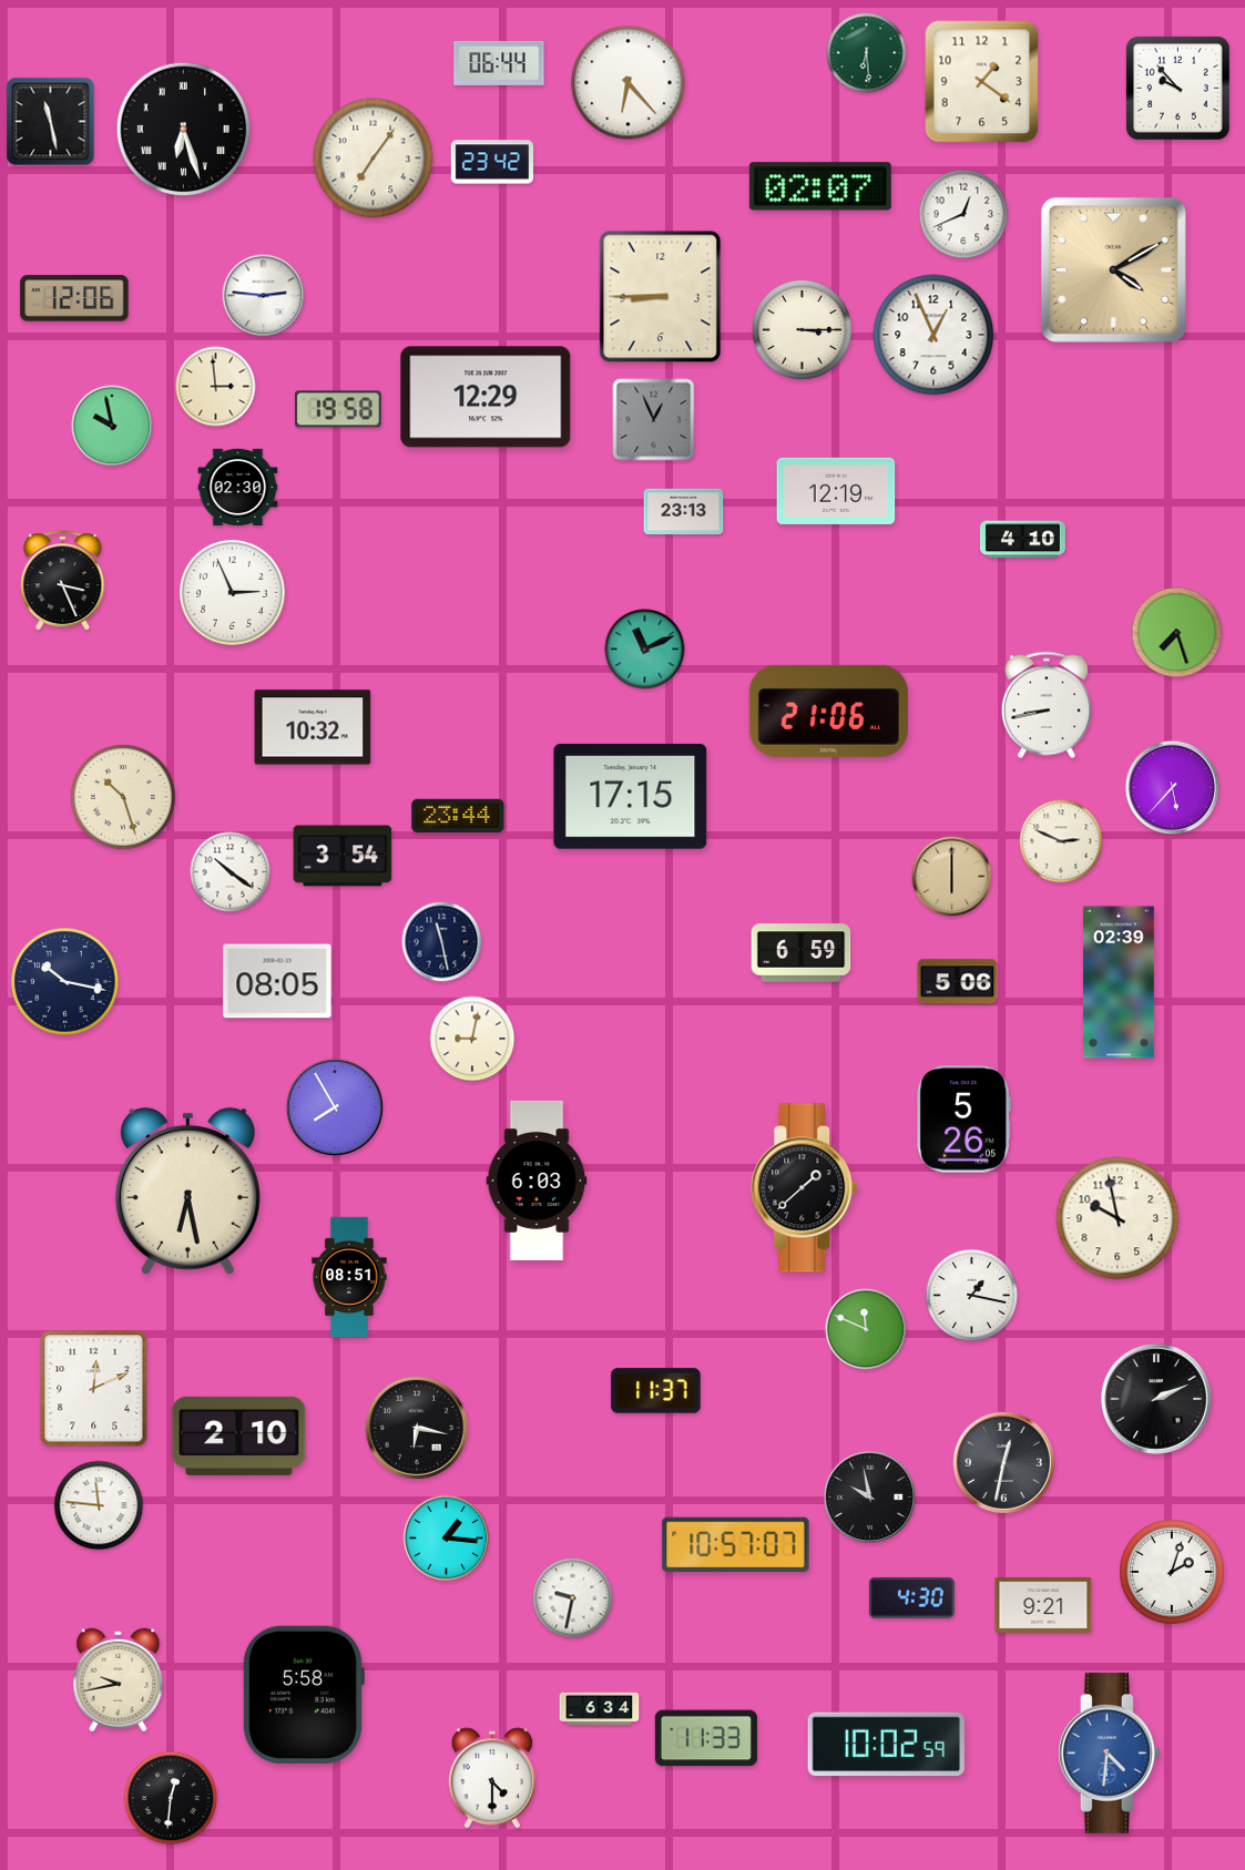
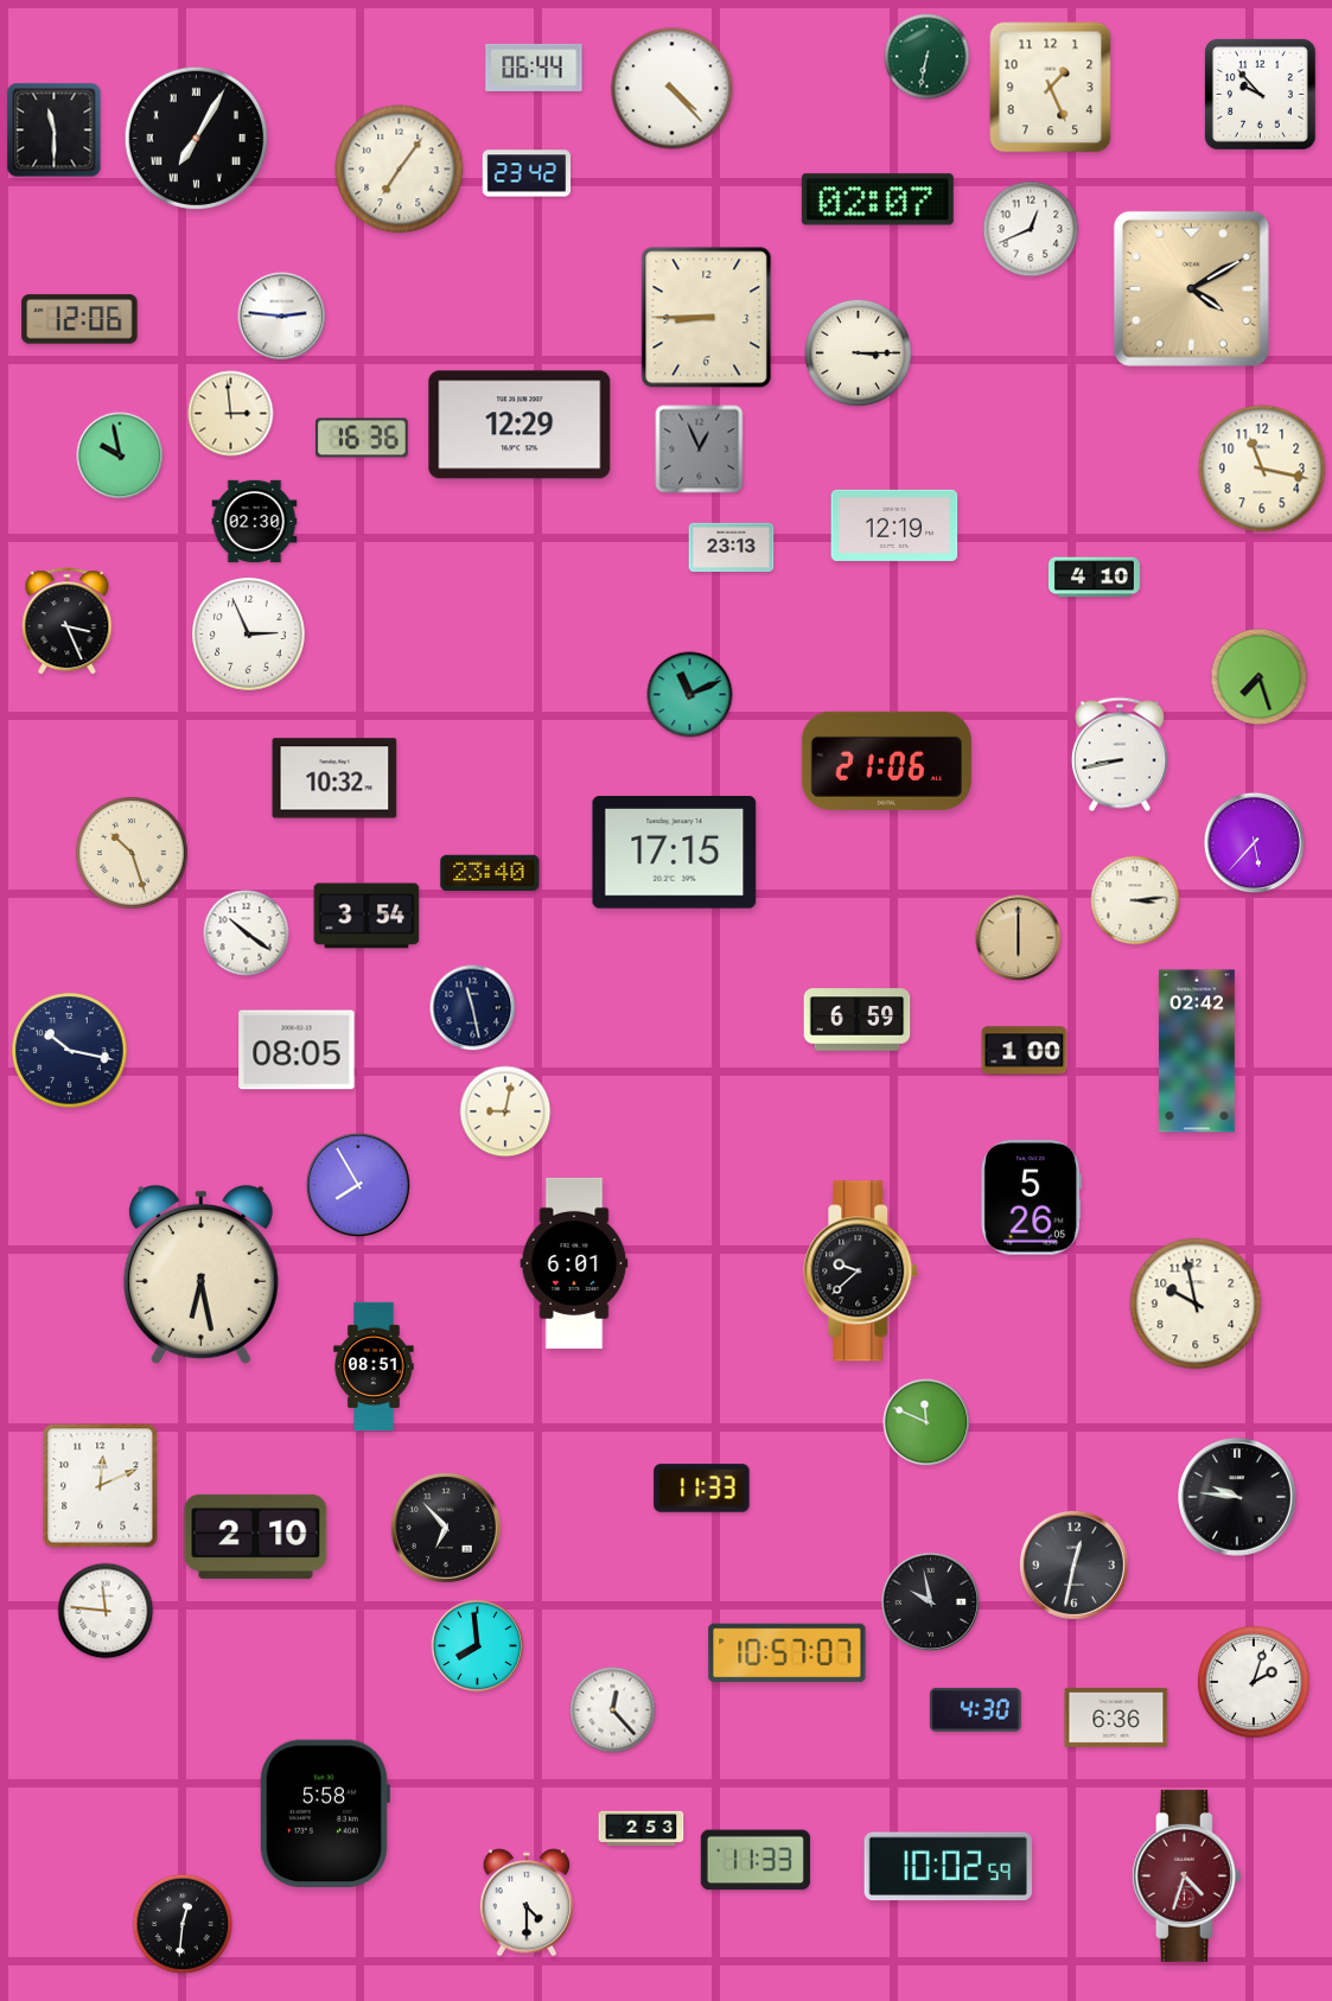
clock at (867, 53): 6:29 -> 6:32
clock at (982, 82): 1:21 -> 1:26
clock at (629, 83): 6:23 -> 4:23
clock at (51, 122): 11:28 -> 11:30
clock at (184, 130): 6:27 -> 7:05
clock at (933, 335): 12:56 -> none
clock at (338, 409): 19:58 -> 16:36
clock at (1262, 469): none -> 11:17
clock at (458, 815): 23:44 -> 23:40
clock at (1061, 841): 2:49 -> 3:14
clock at (958, 982): 5:06 -> 1:00
clock at (1119, 982): 02:39 -> 02:42
clock at (537, 1181): 6:03 -> 6:01
clock at (805, 1188): 1:38 -> 9:38
clock at (972, 1296): 1:17 -> none
clock at (656, 1391): 11:37 -> 11:33
clock at (1156, 1399): 2:11 -> 9:46
clock at (417, 1428): 6:17 -> 6:53
clock at (447, 1539): 1:16 -> 7:59
clock at (573, 1598): 9:32 -> 12:23
clock at (1043, 1605): 9:21 -> 6:36
clock at (119, 1680): 9:43 -> none
clock at (600, 1708): 6:34 -> 2:53
clock at (1109, 1753): 4:31 -> 4:33
clock at (1109, 1753) dial: blue -> burgundy
